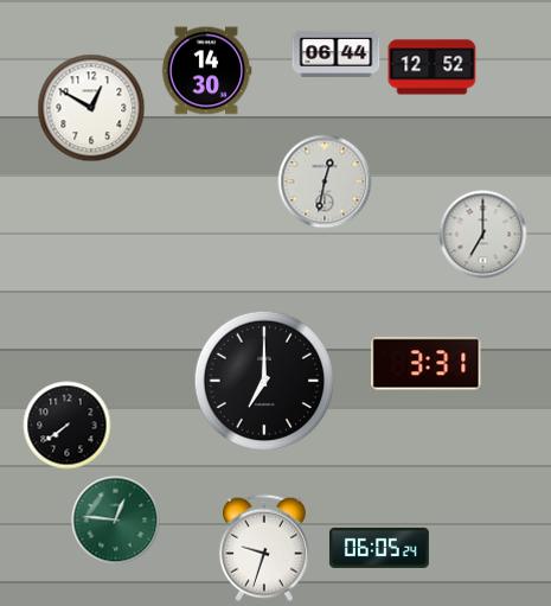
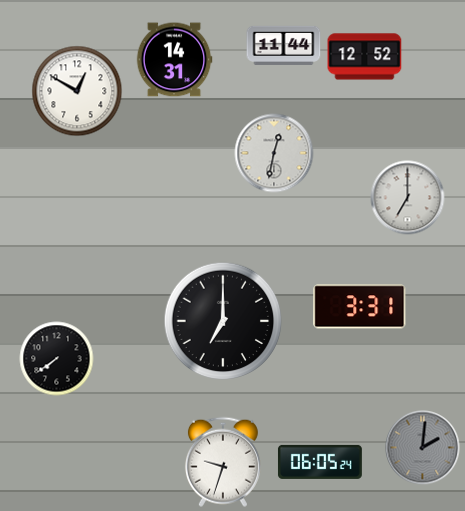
clock at (337, 53): 06:44 -> 11:44
clock at (206, 71): 14:30 -> 14:31
clock at (116, 521): 12:46 -> none
clock at (423, 448): none -> 2:01
